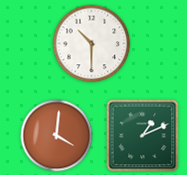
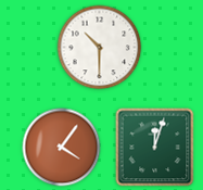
clock at (57, 136): 4:01 -> 4:06
clock at (143, 136): 1:11 -> 12:03
